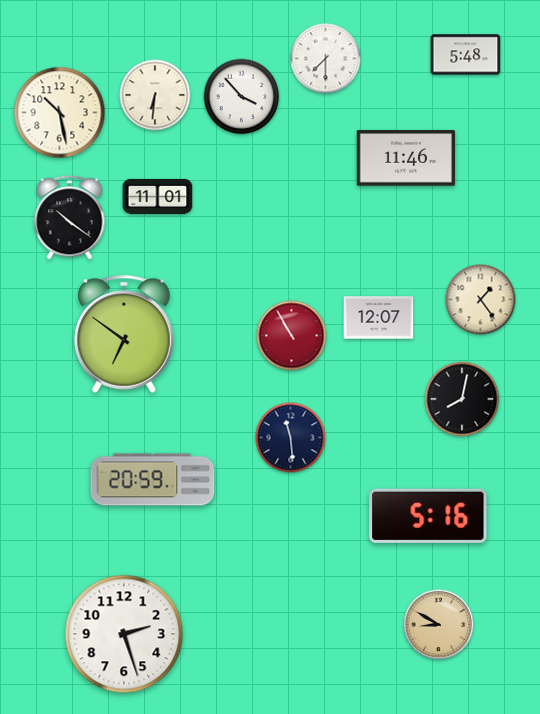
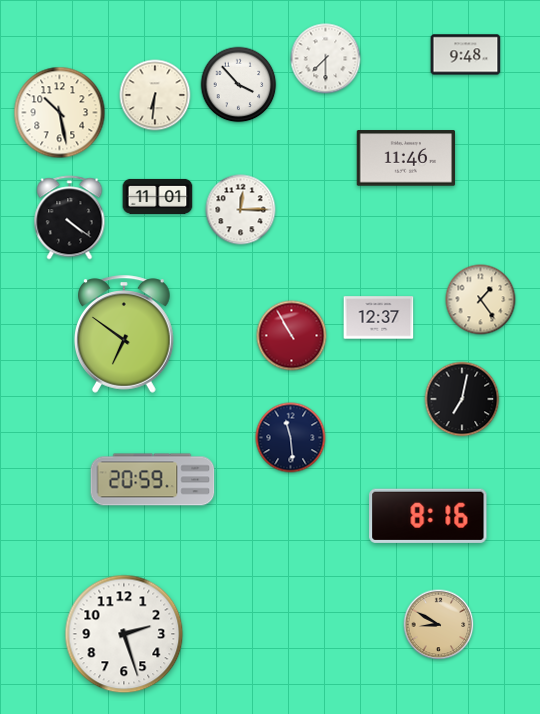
clock at (466, 55): 5:48 -> 9:48
clock at (242, 97) position: (242, 97) -> (239, 85)
clock at (241, 210): none -> 12:15
clock at (70, 218): 10:21 -> 4:21
clock at (379, 318): 12:07 -> 12:37
clock at (462, 399): 8:02 -> 7:02
clock at (428, 516): 5:16 -> 8:16
